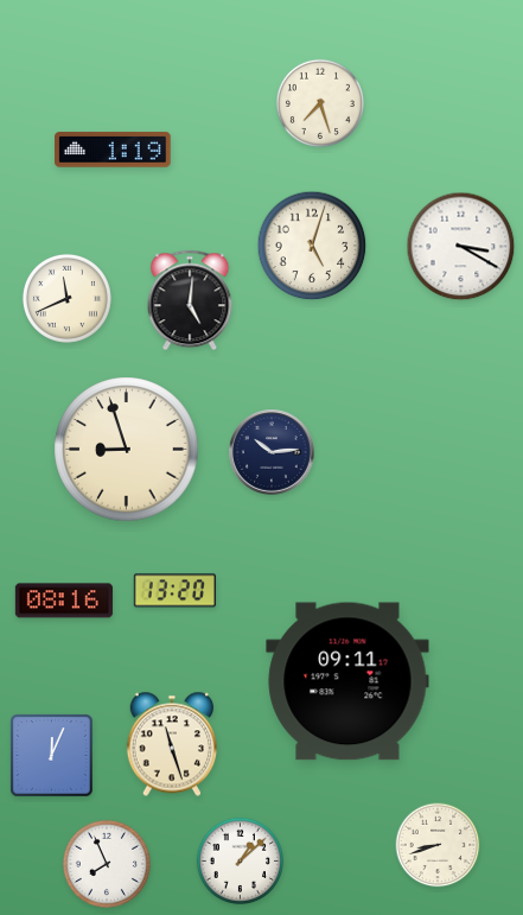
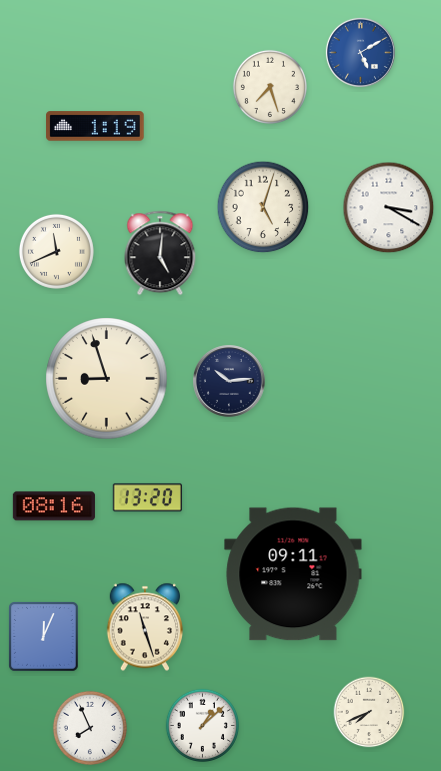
clock at (360, 52): none -> 5:10
clock at (438, 845): 8:42 -> 7:41
